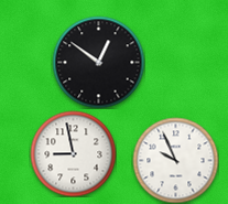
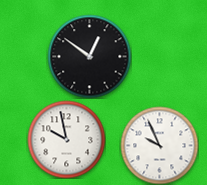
clock at (73, 153): 8:58 -> 9:58
